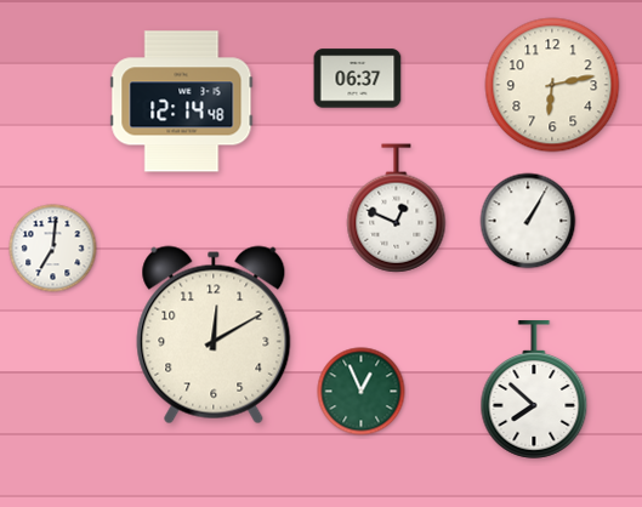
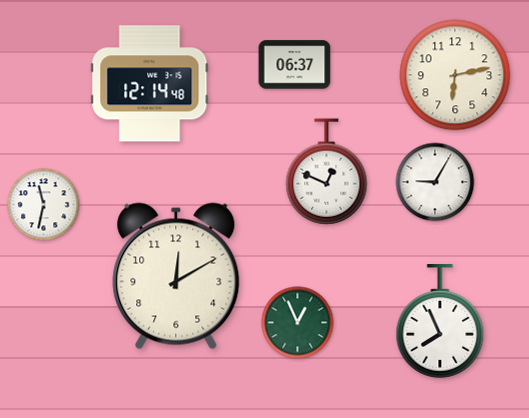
clock at (552, 85) position: (552, 85) -> (455, 75)
clock at (528, 221): 1:05 -> 9:05
clock at (53, 249): 7:01 -> 11:32
clock at (534, 389): 7:52 -> 7:56
